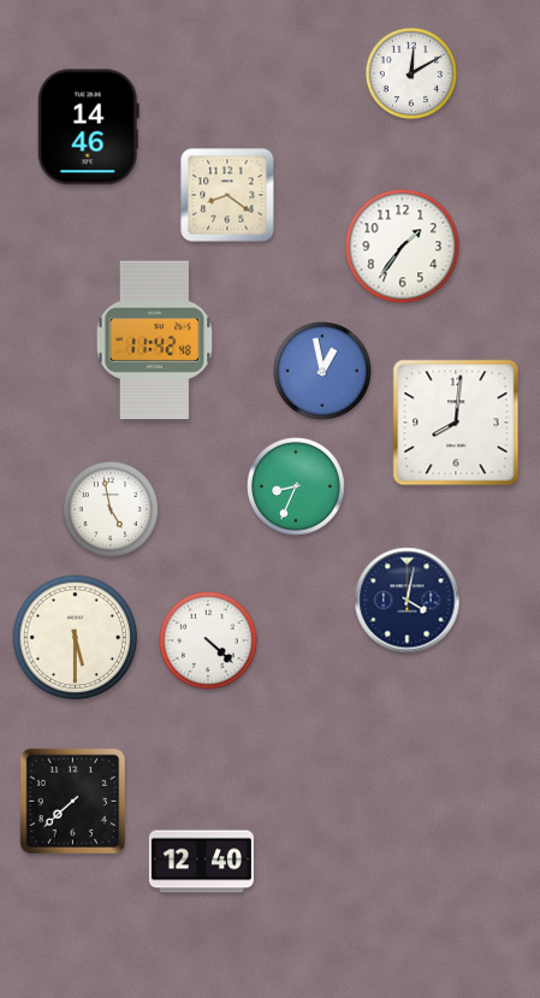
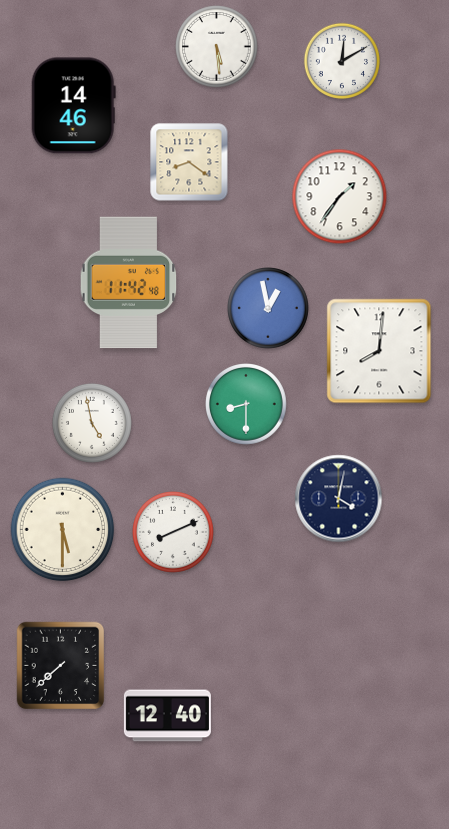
clock at (217, 47): none -> 5:29
clock at (403, 247) position: (403, 247) -> (340, 197)
clock at (297, 488): 8:34 -> 8:30
clock at (209, 642): 4:22 -> 8:11
